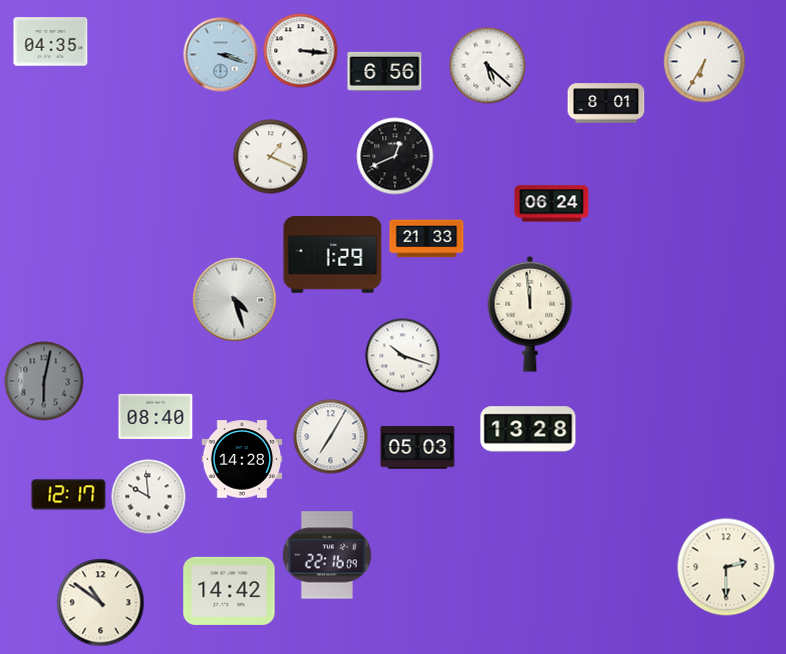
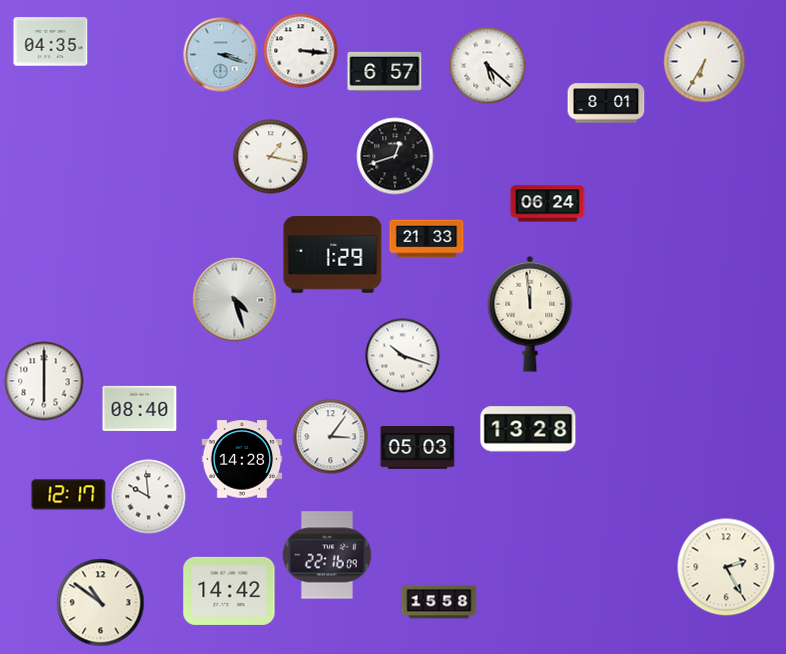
clock at (385, 71): 6:56 -> 6:57
clock at (395, 156): 12:41 -> 12:42
clock at (271, 157): 1:19 -> 1:17
clock at (552, 204) position: (552, 204) -> (548, 204)
clock at (44, 381): 6:02 -> 6:00
clock at (44, 381) dial: grey -> white
clock at (156, 416) position: (156, 416) -> (140, 408)
clock at (331, 437): 7:05 -> 3:06
clock at (726, 567): 2:30 -> 2:25
clock at (439, 602): none -> 15:58
